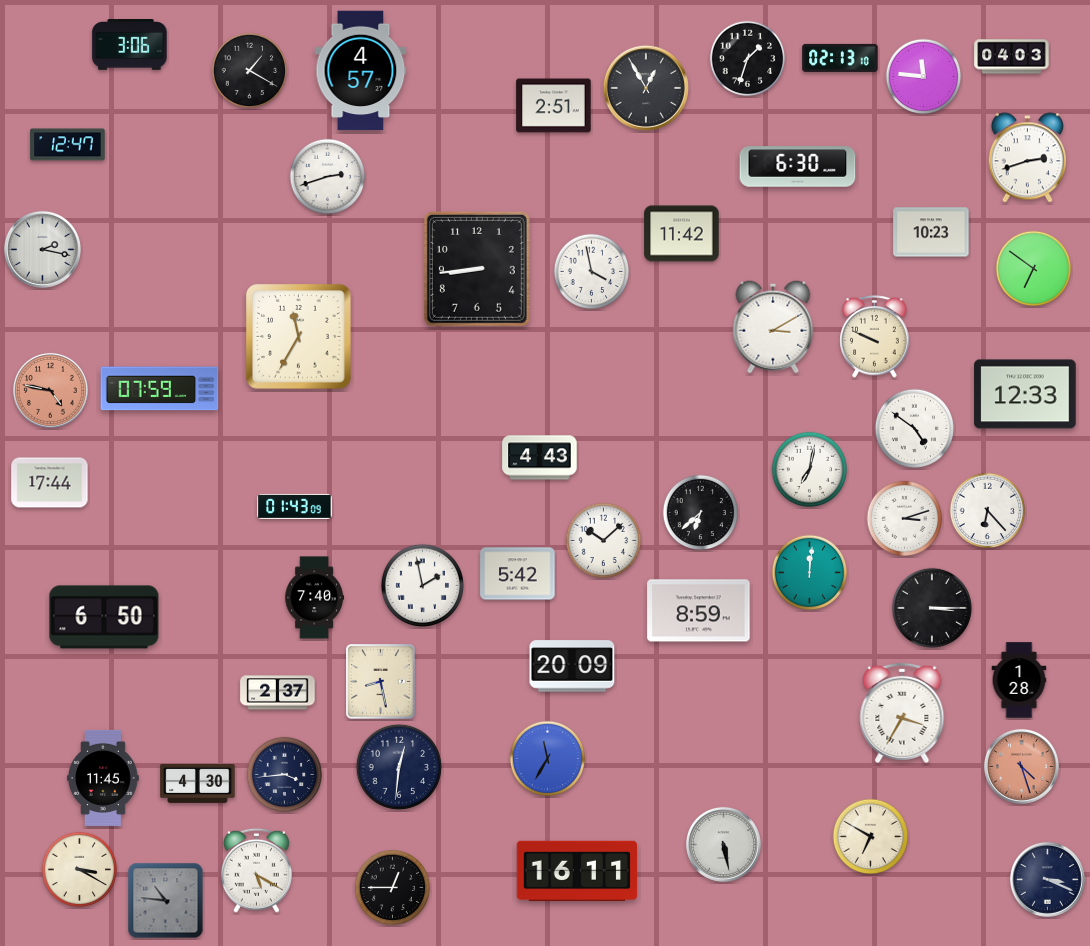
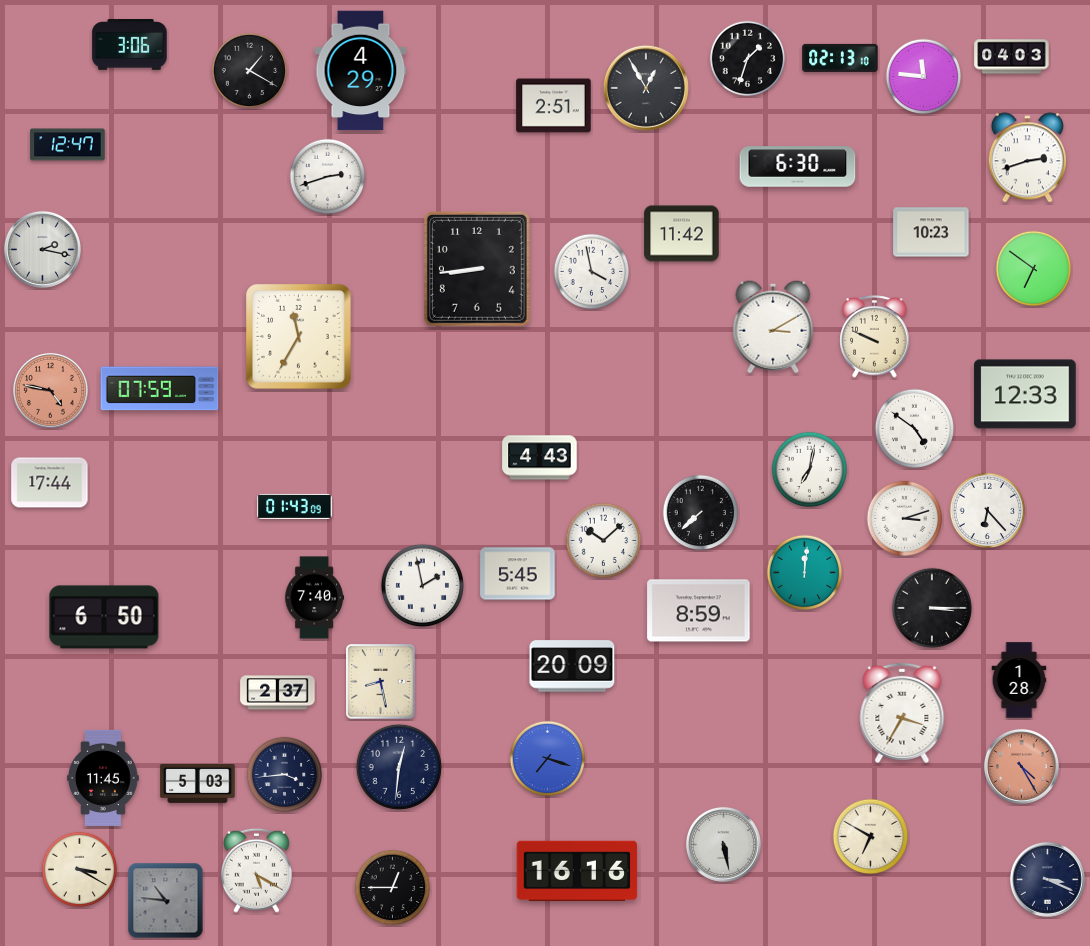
clock at (361, 71): 4:57 -> 4:29
clock at (701, 513): 6:38 -> 7:38
clock at (810, 573) position: (810, 573) -> (805, 573)
clock at (518, 574): 5:42 -> 5:45
clock at (548, 759): 11:35 -> 7:18
clock at (1021, 766): 4:27 -> 4:25
clock at (198, 783): 4:30 -> 5:03
clock at (577, 871): 16:11 -> 16:16
